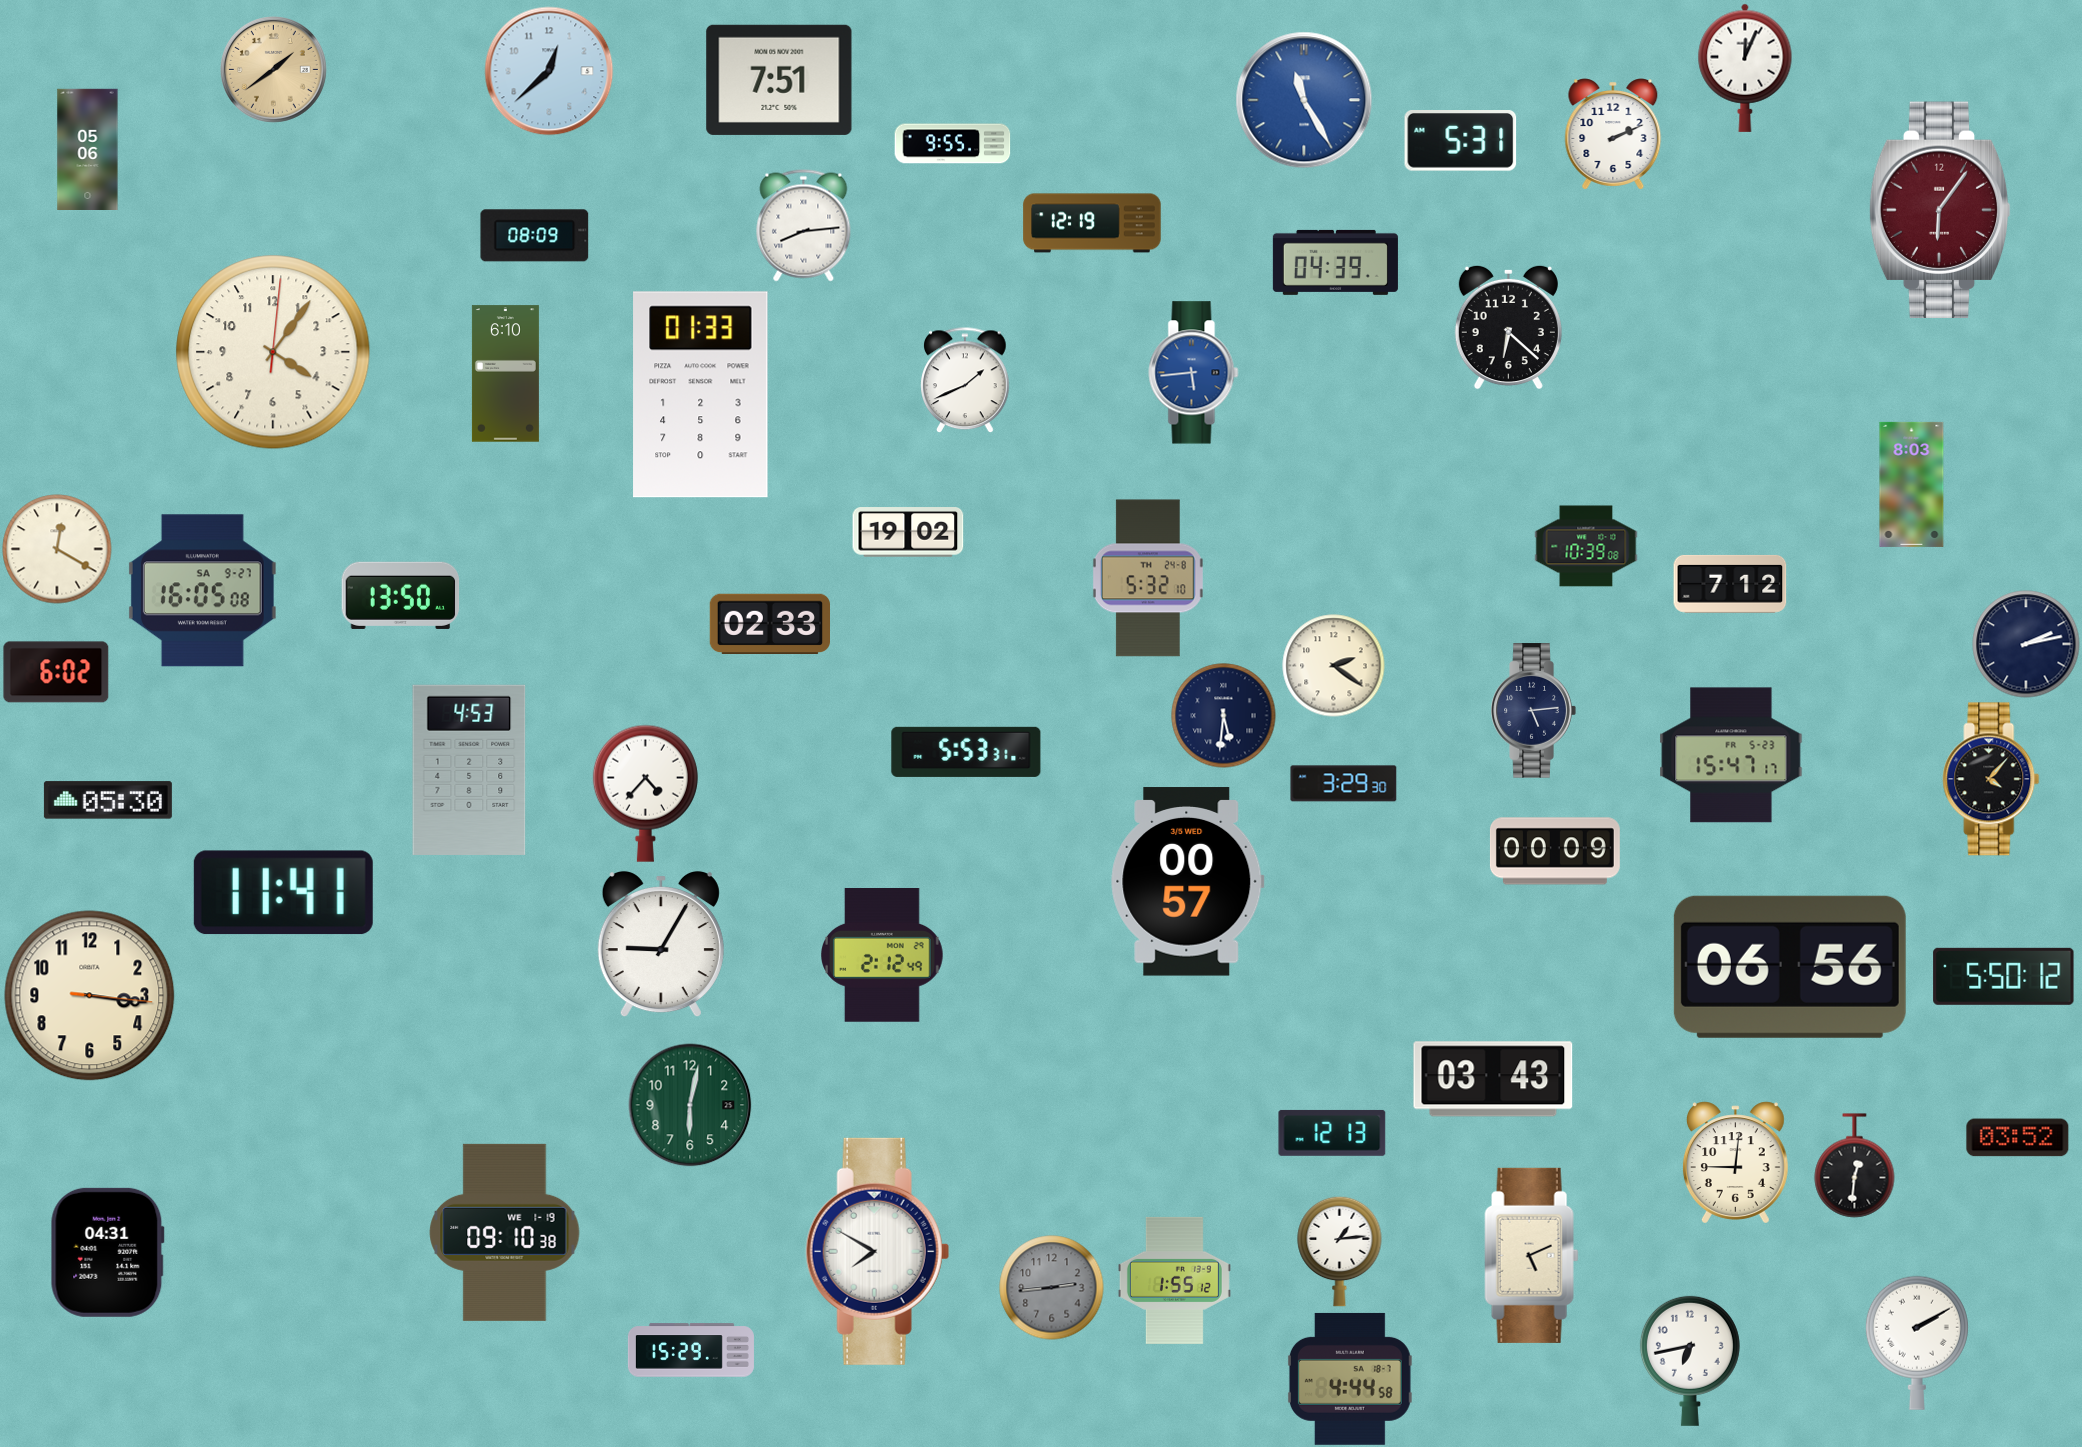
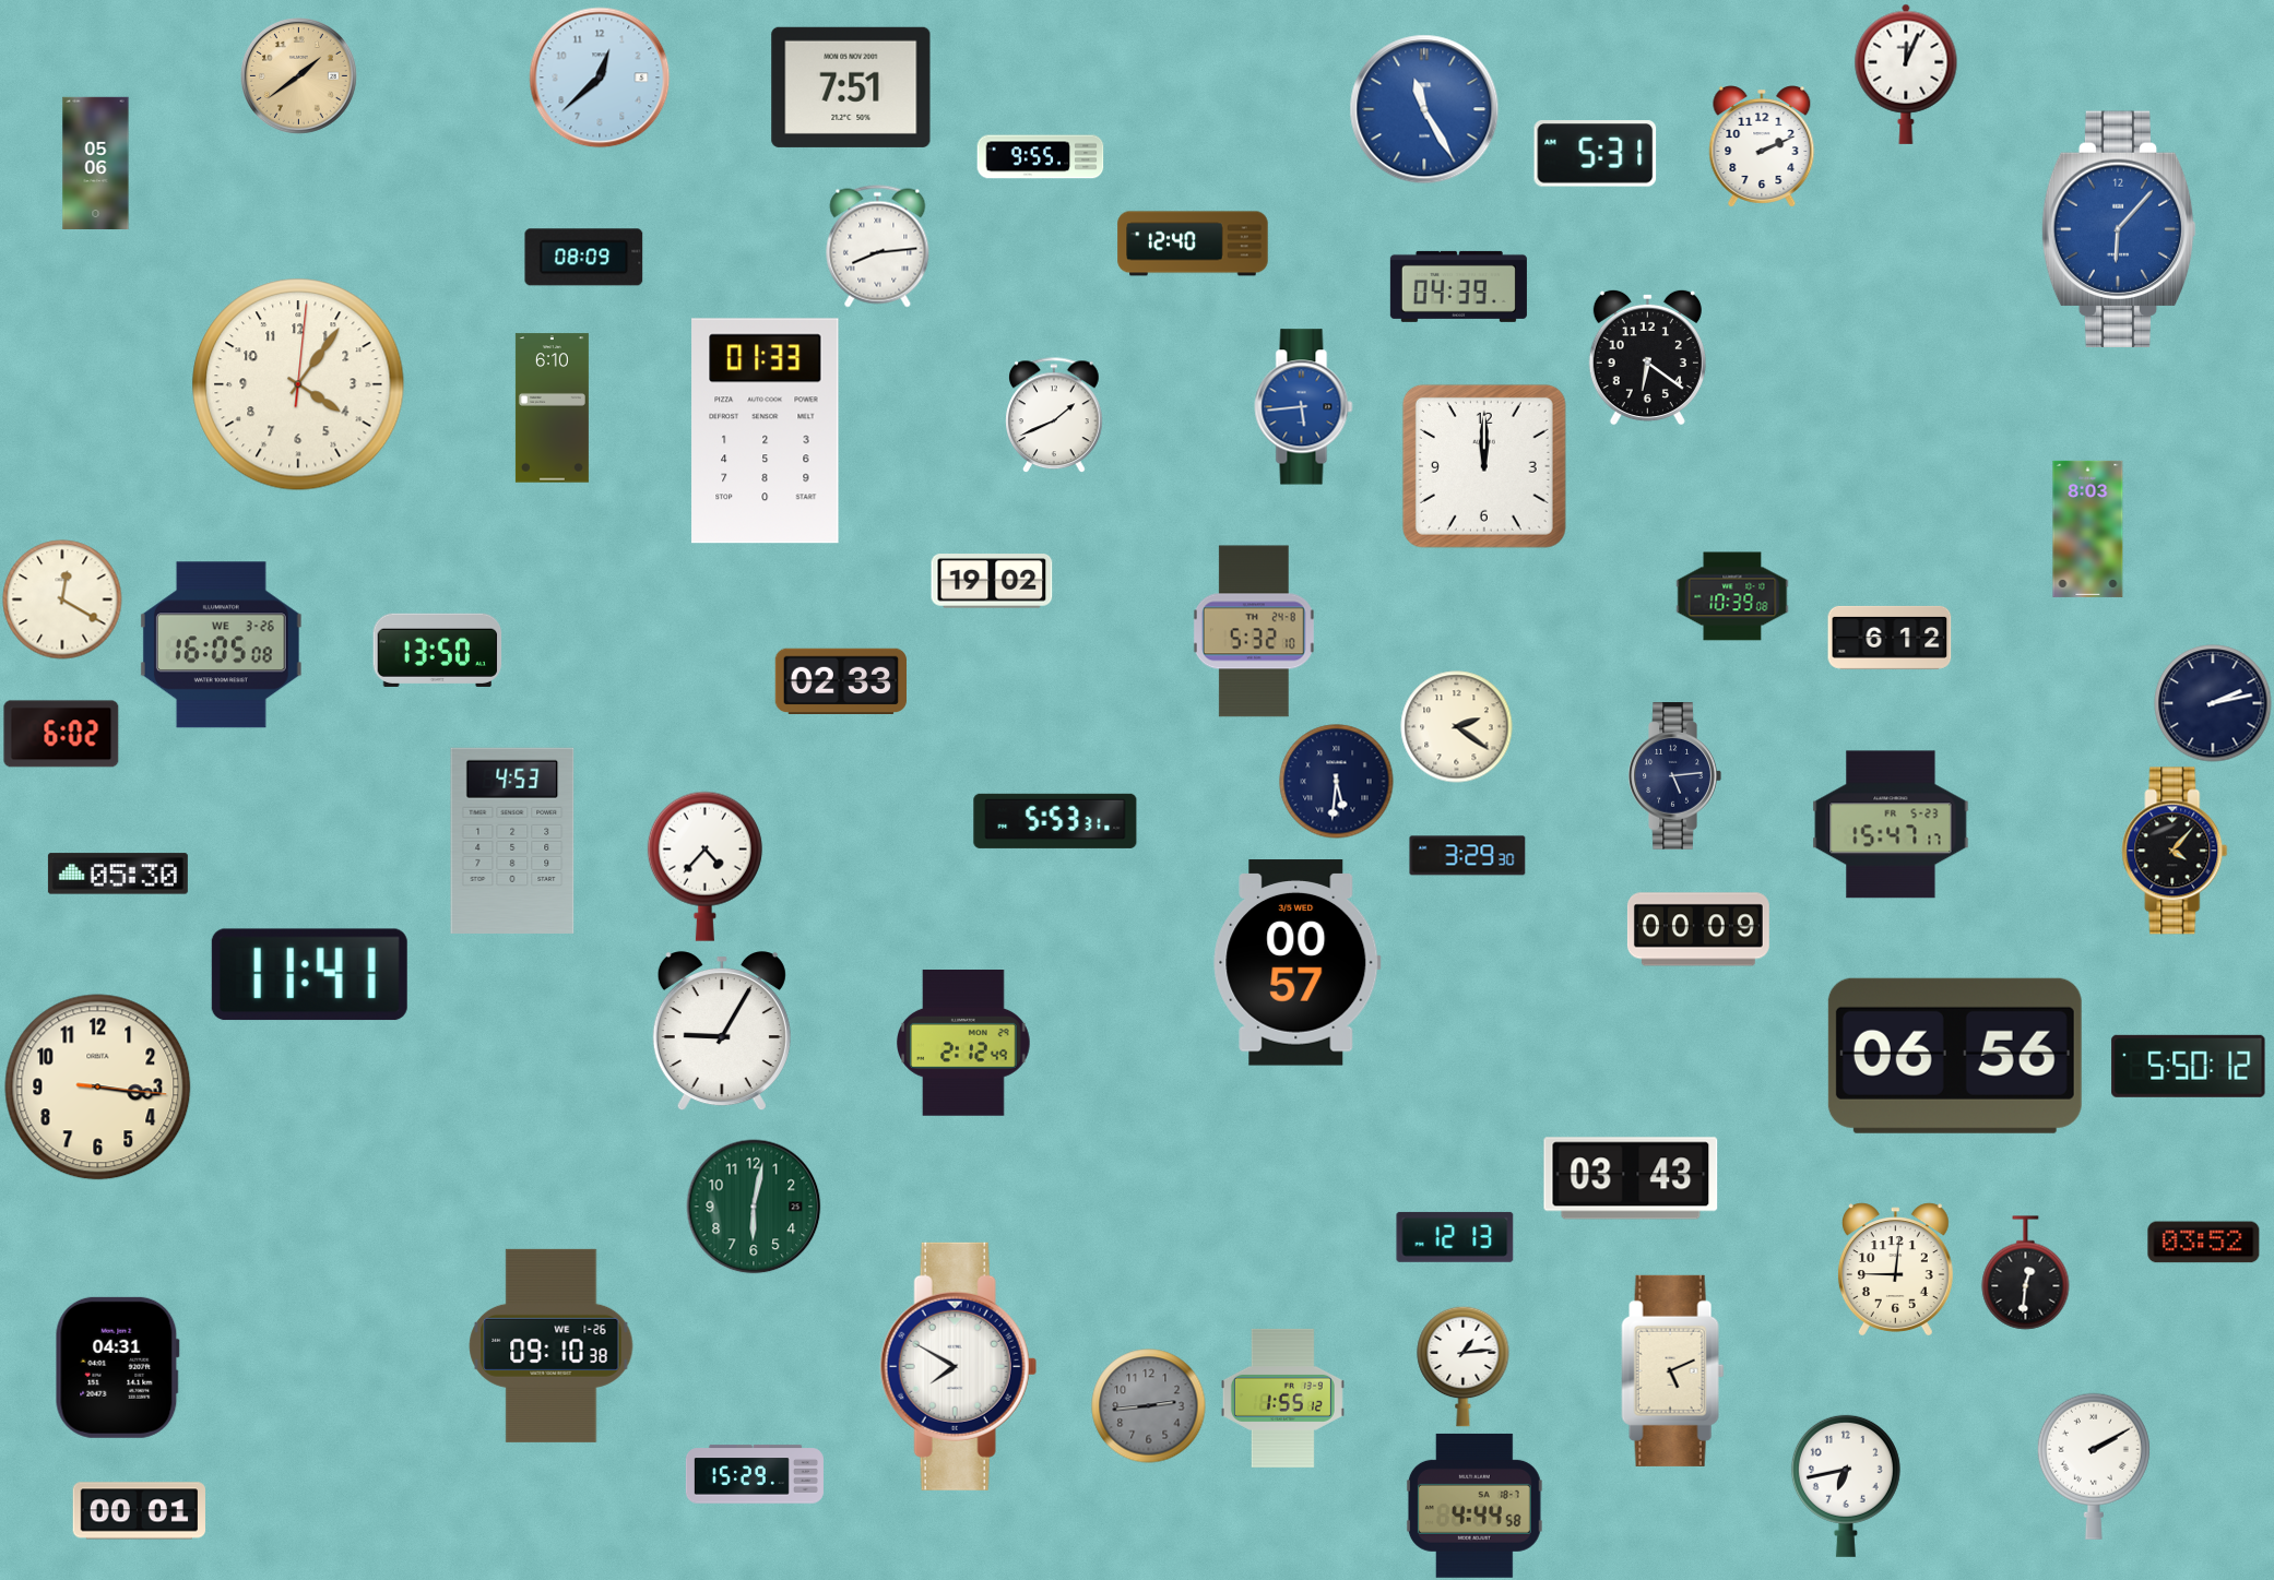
clock at (1940, 209): 6:06 -> 6:07
clock at (1940, 209) dial: burgundy -> blue
clock at (1092, 223): 12:19 -> 12:40
clock at (1508, 327): 6:22 -> 6:21
clock at (1484, 466): none -> 12:00
clock at (1730, 584): 7:12 -> 6:12
clock at (202, 591) date: SA 9-27 -> WE 3-26
clock at (505, 1232) date: WE 1-19 -> WE 1-26
clock at (139, 1511): none -> 00:01
